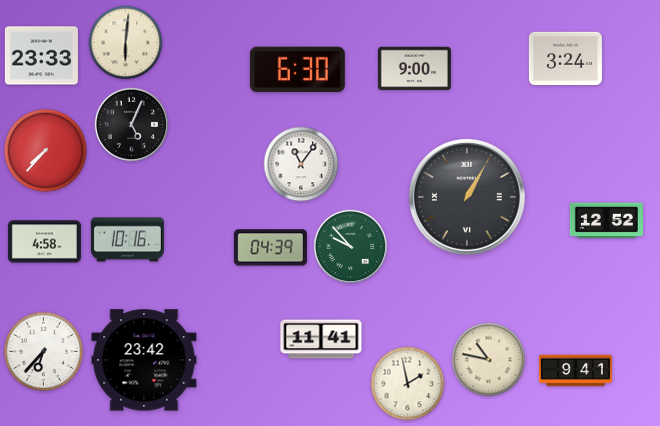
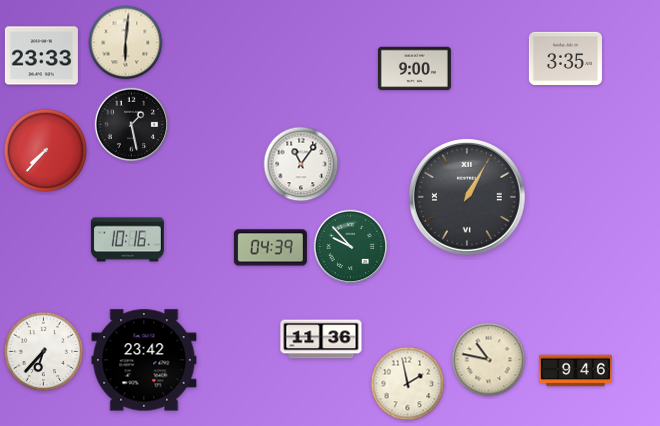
clock at (565, 58): 3:24 -> 3:35
clock at (297, 70): 6:30 -> none
clock at (132, 125): 5:04 -> 1:28
clock at (606, 221): 12:52 -> none
clock at (44, 242): 4:58 -> none
clock at (321, 339): 11:41 -> 11:36
clock at (575, 371): 9:41 -> 9:46
